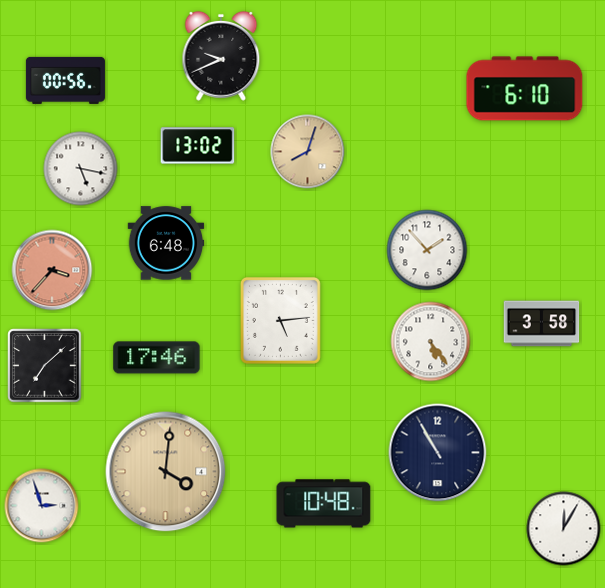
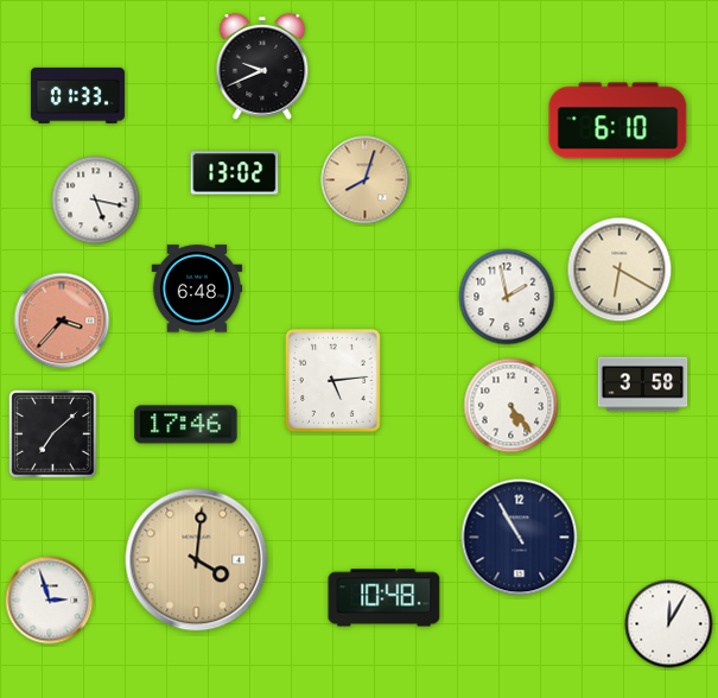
clock at (65, 80): 00:56 -> 01:33
clock at (525, 89) position: (525, 89) -> (618, 121)
clock at (619, 269): none -> 6:20
clock at (427, 250): 1:53 -> 1:58
clock at (564, 529) position: (564, 529) -> (669, 624)
